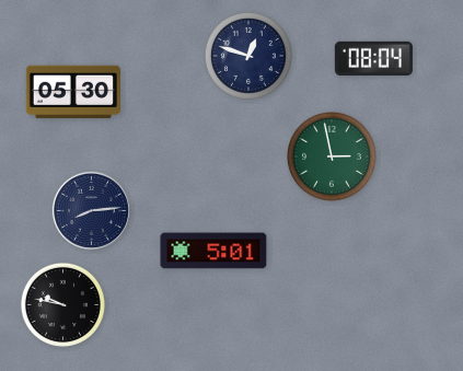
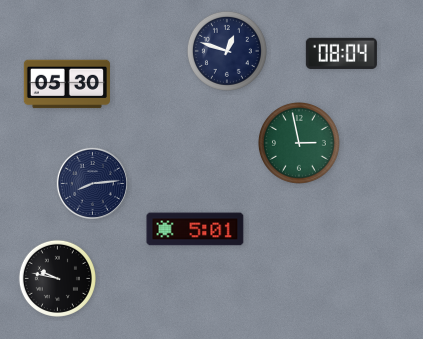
clock at (333, 158) position: (333, 158) -> (300, 144)
clock at (91, 210) position: (91, 210) -> (92, 183)
